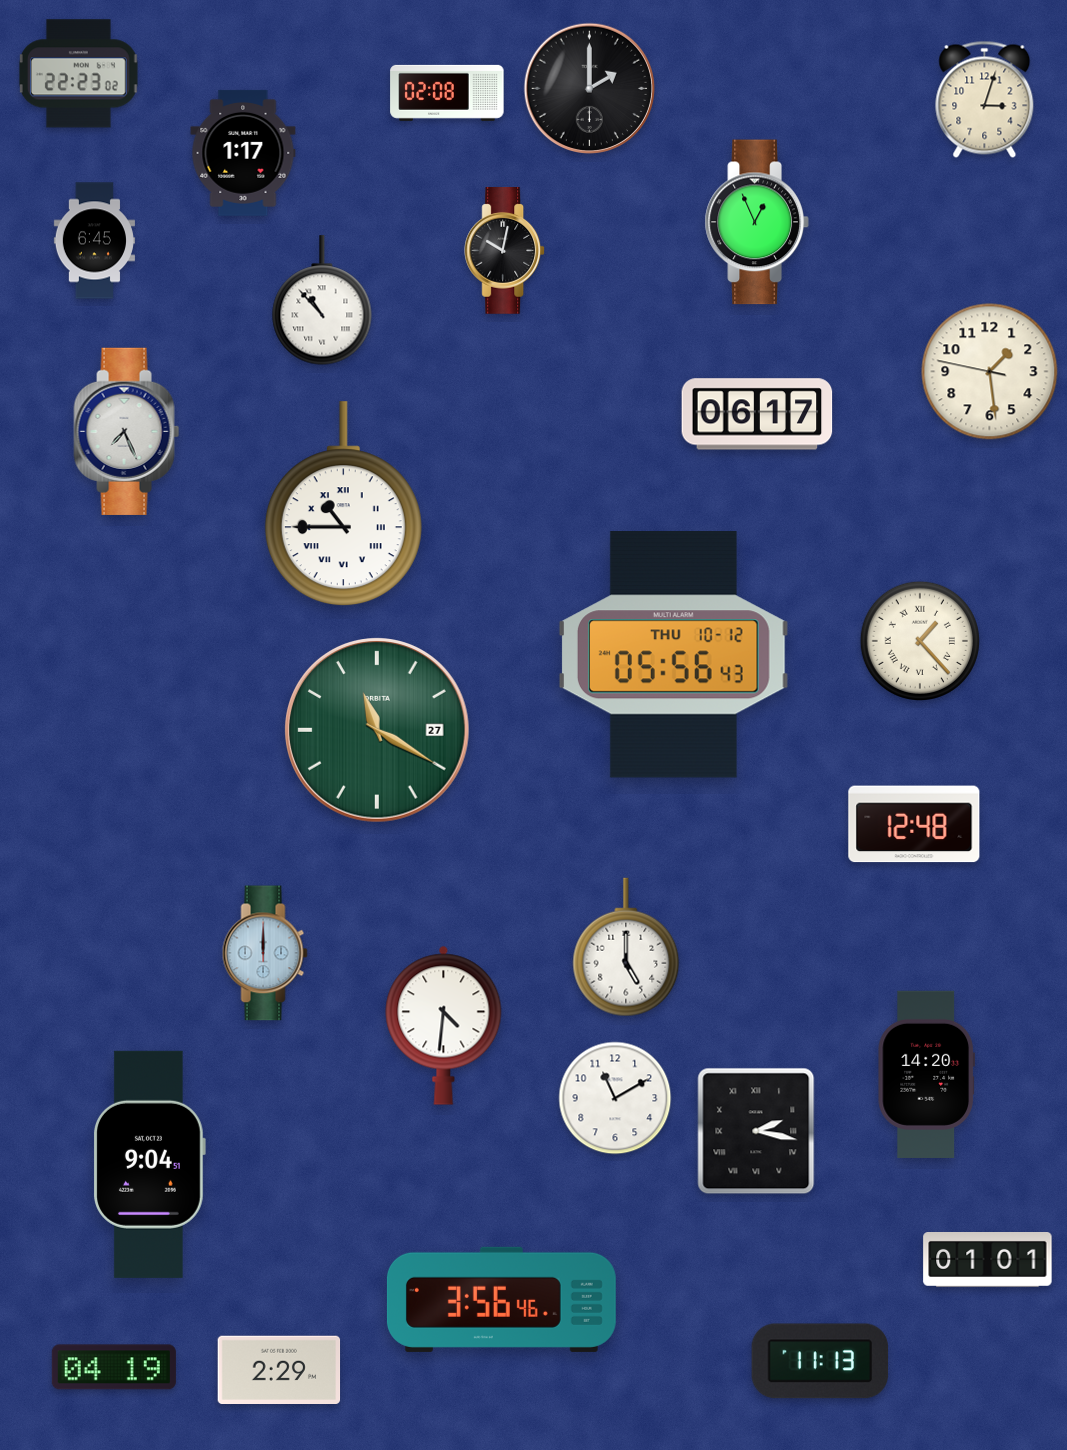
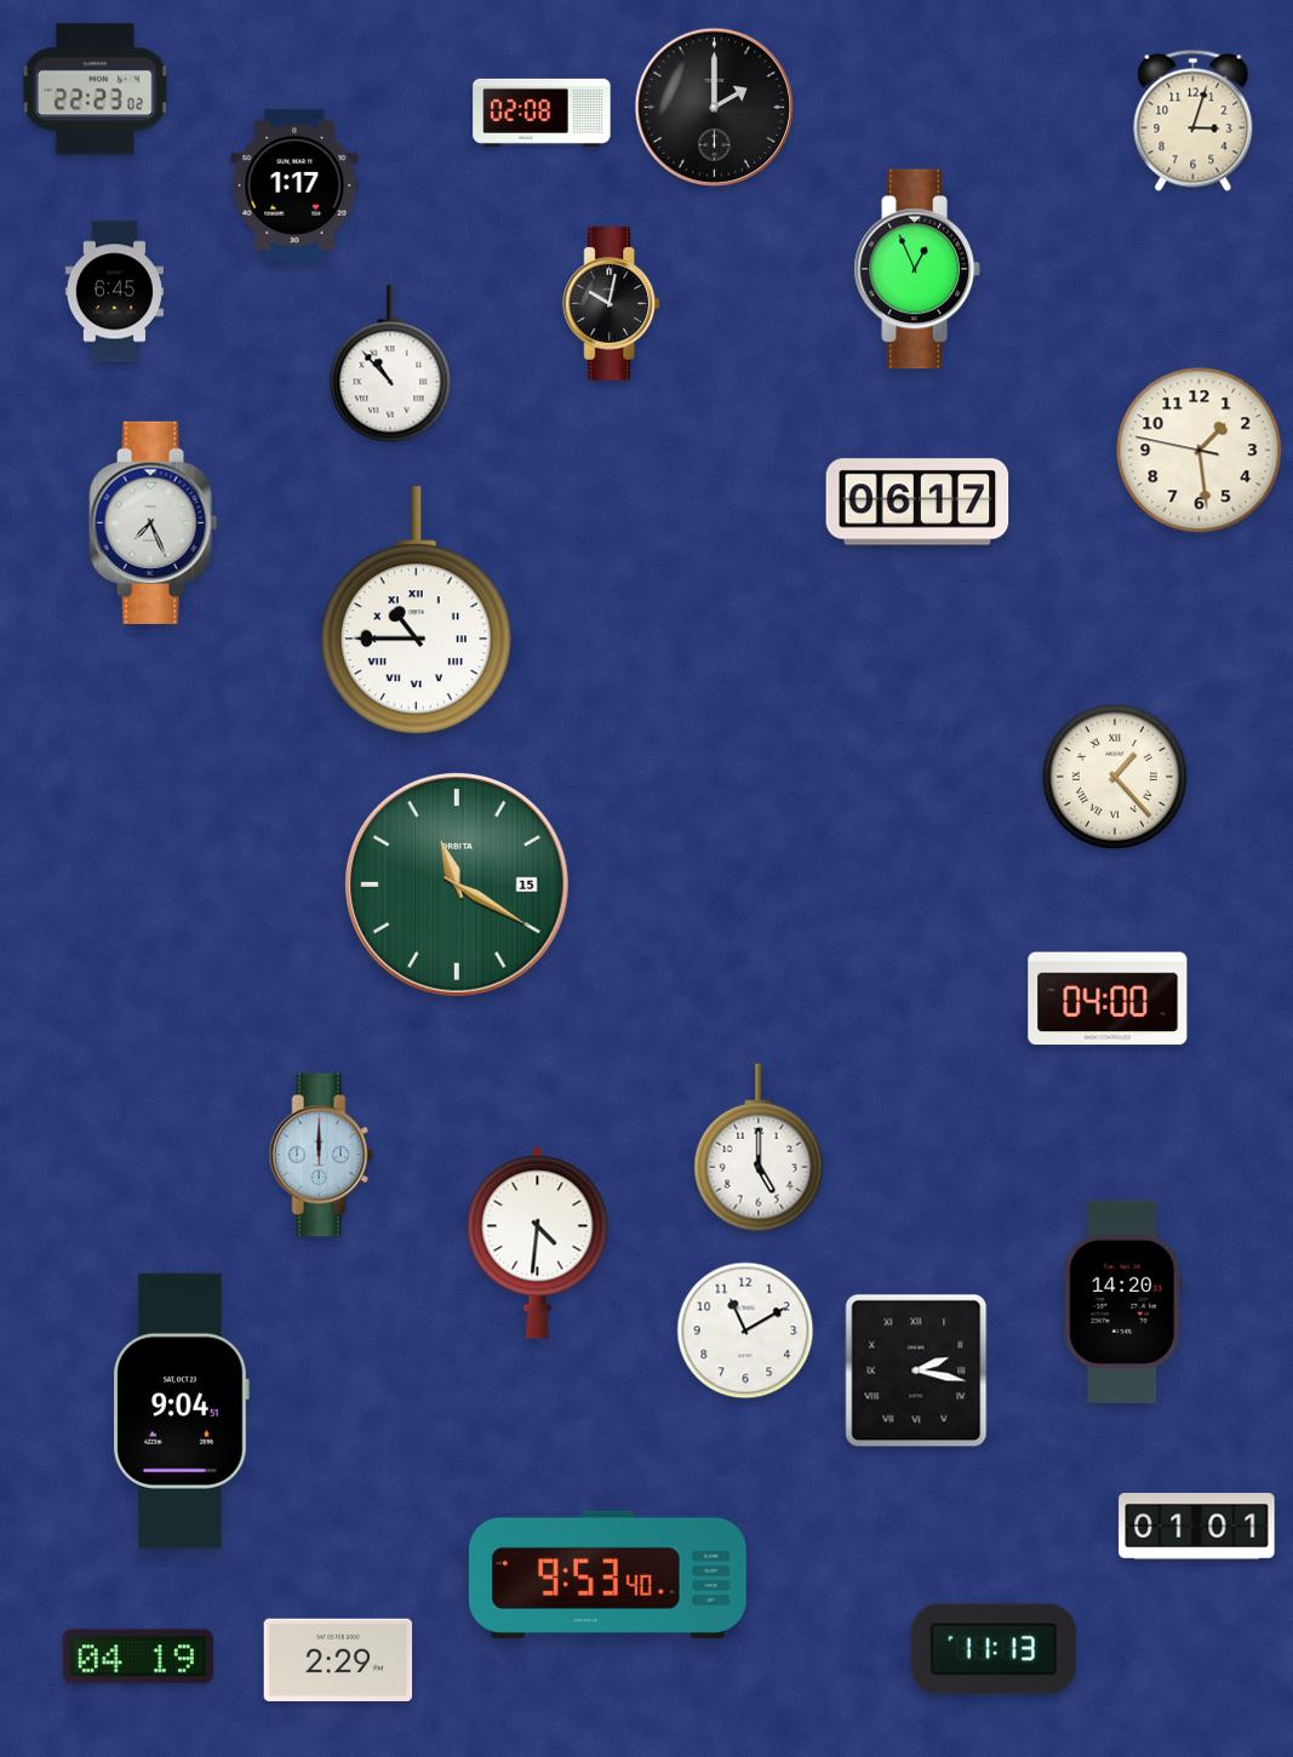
clock at (673, 655): 05:56 -> none
clock at (377, 730) date: 27 -> 15
clock at (914, 824): 12:48 -> 04:00
clock at (501, 1299): 3:56 -> 9:53
